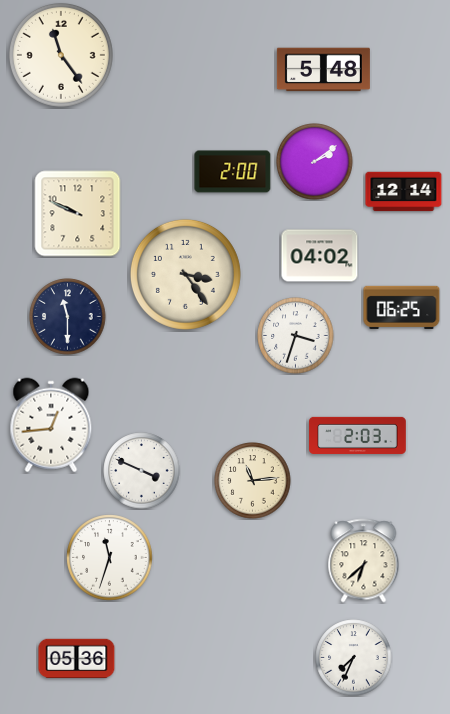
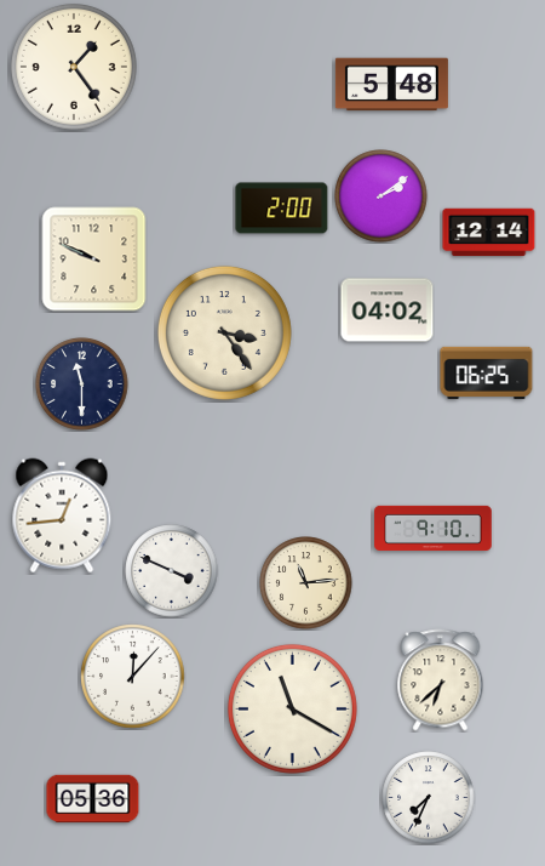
clock at (61, 55): 11:24 -> 1:24
clock at (296, 336): 3:33 -> none
clock at (358, 435): 2:03 -> 9:10
clock at (110, 558): 11:33 -> 12:07
clock at (292, 708): none -> 11:20
